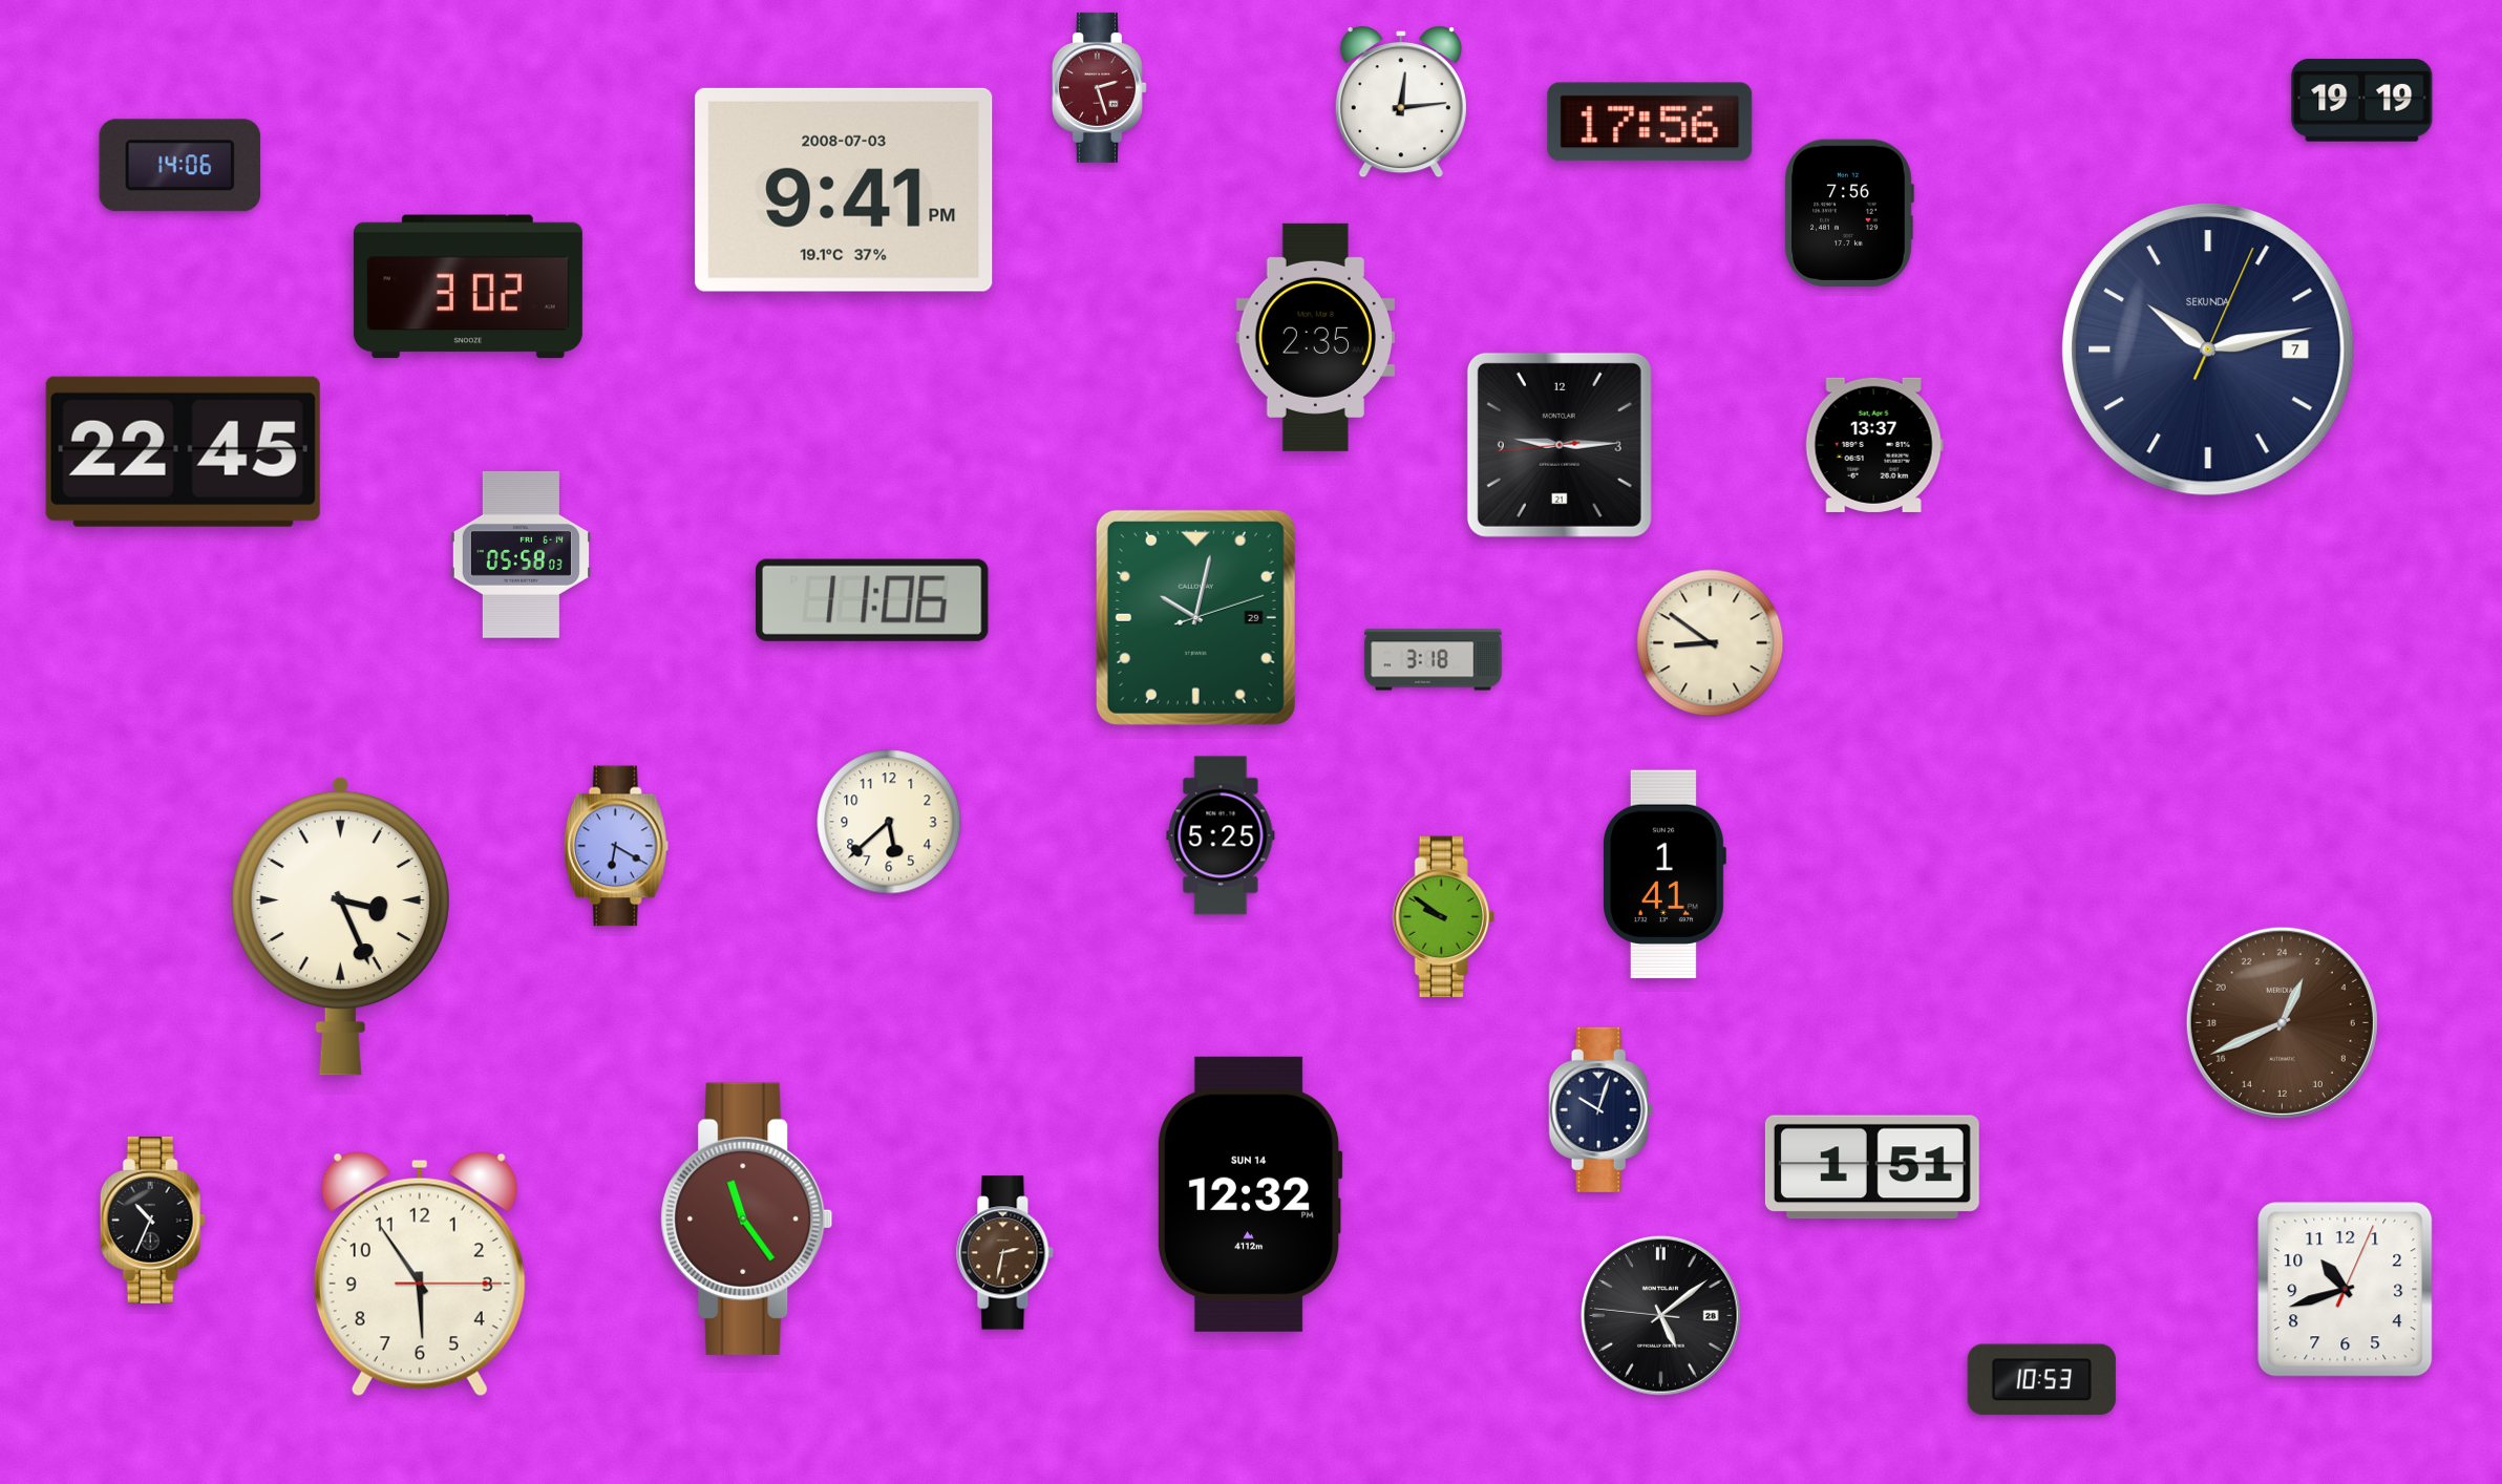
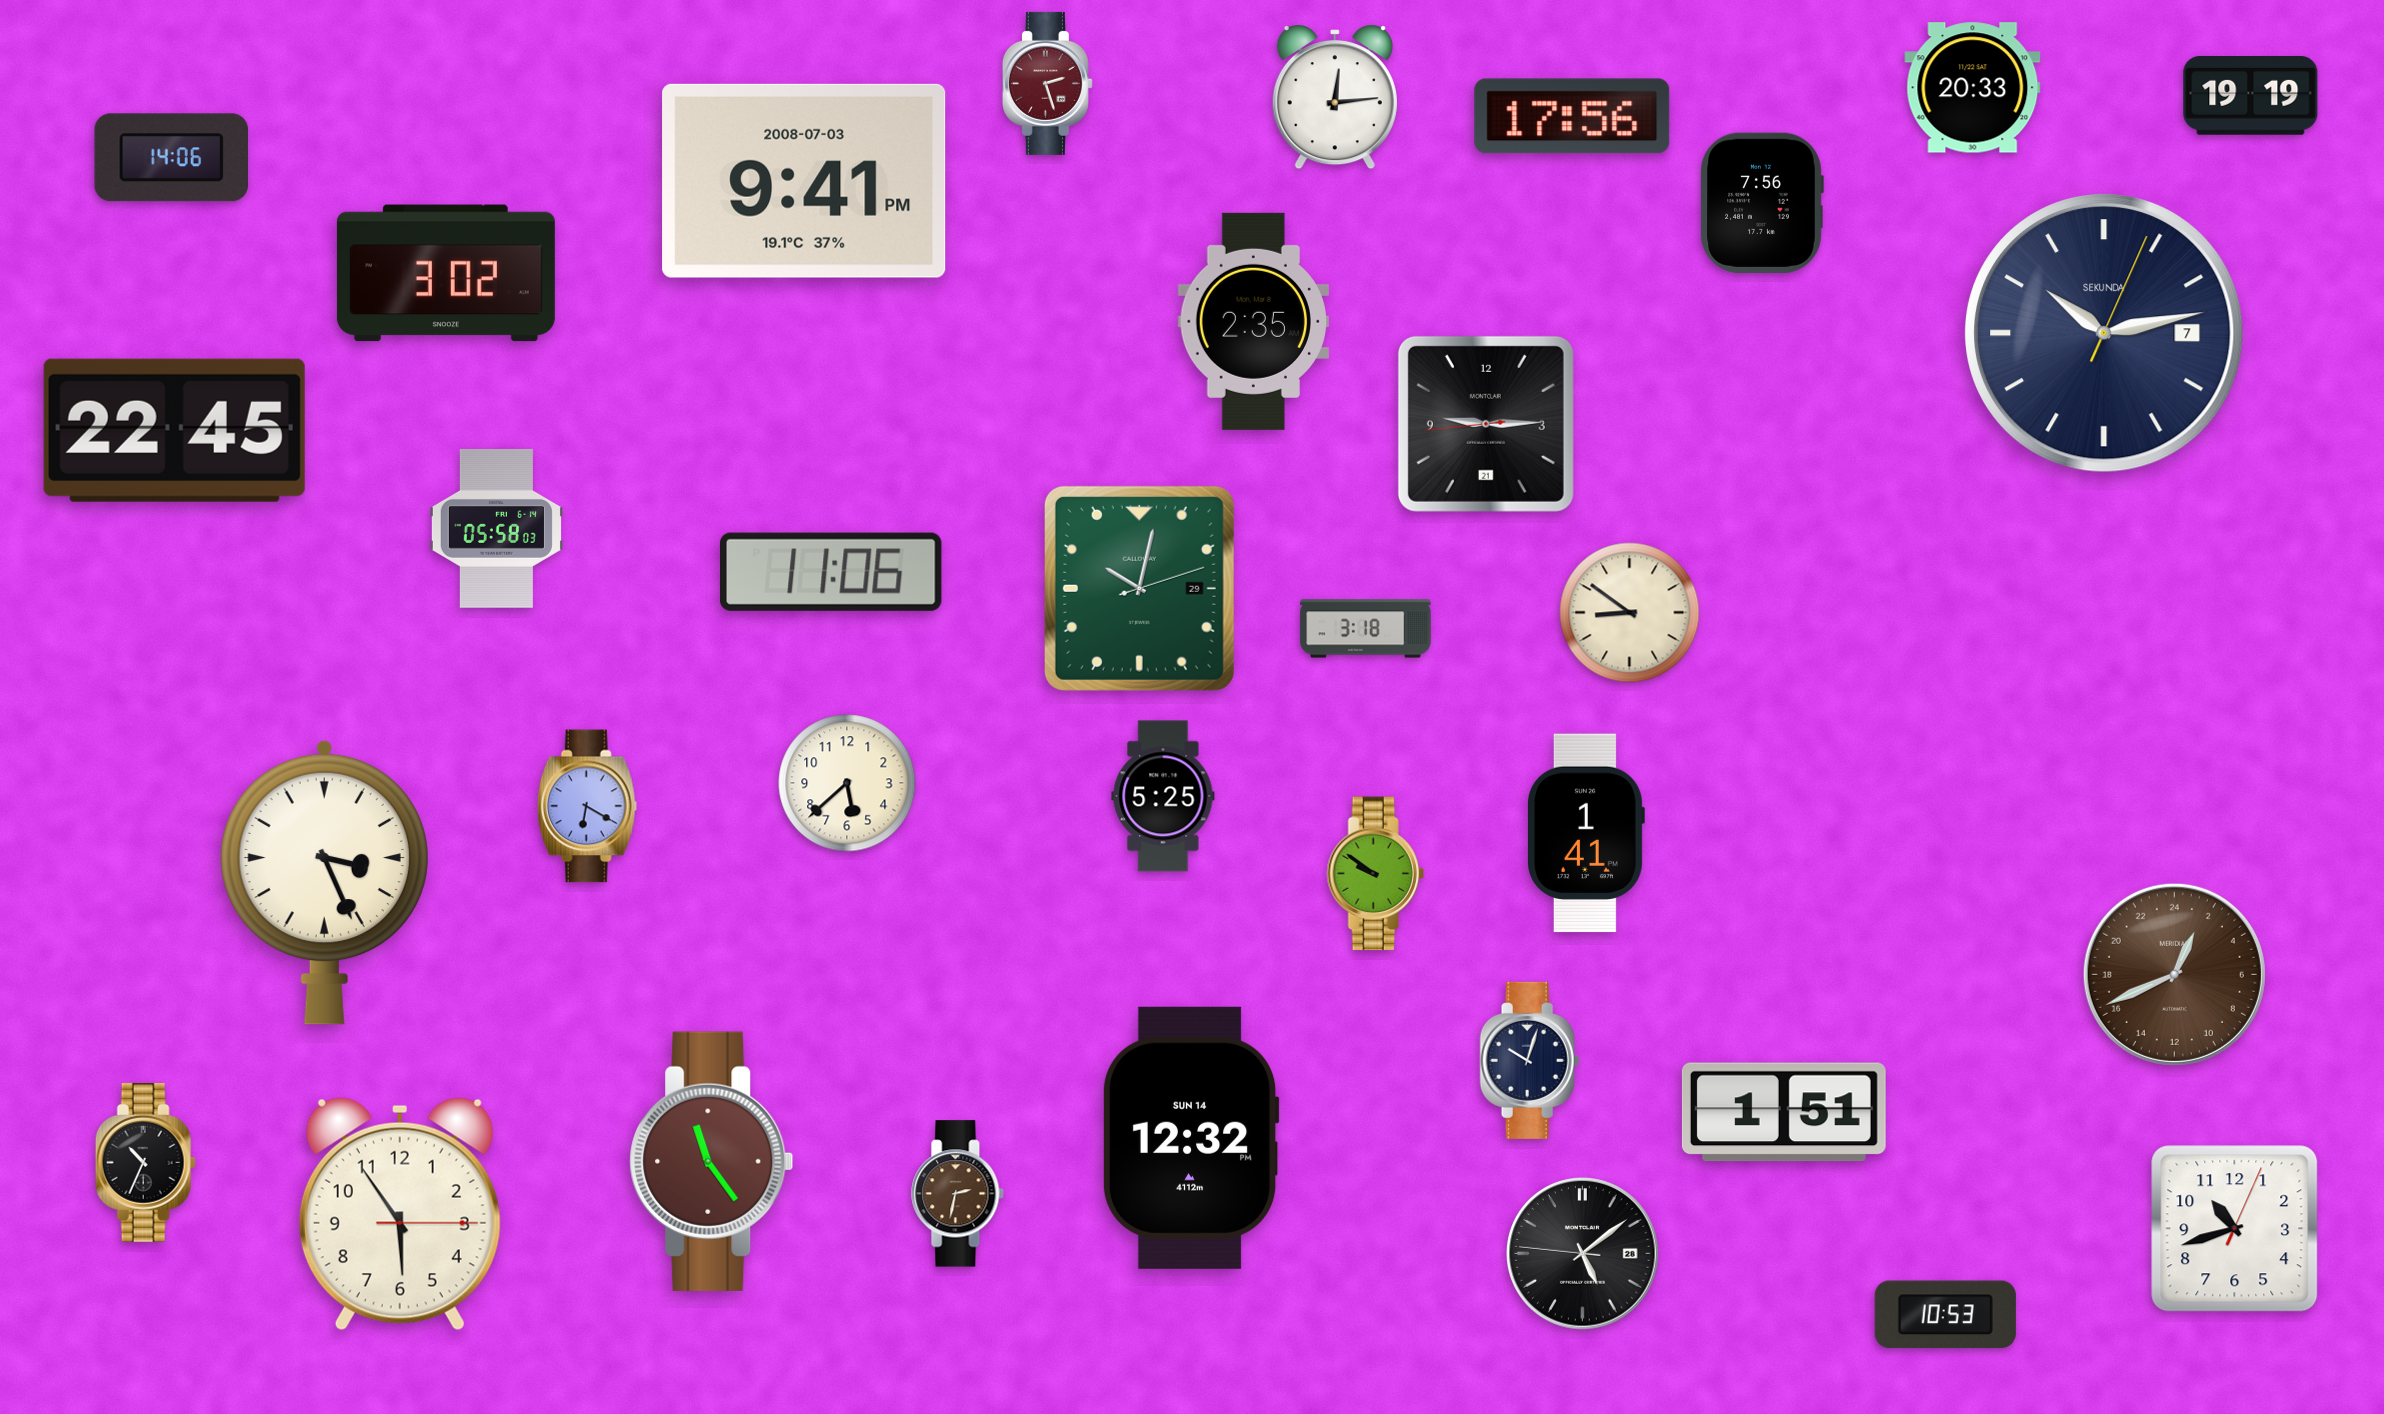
clock at (1973, 88): none -> 20:33
clock at (1874, 445): 13:37 -> none
clock at (1602, 1109) position: (1602, 1109) -> (1530, 1060)
